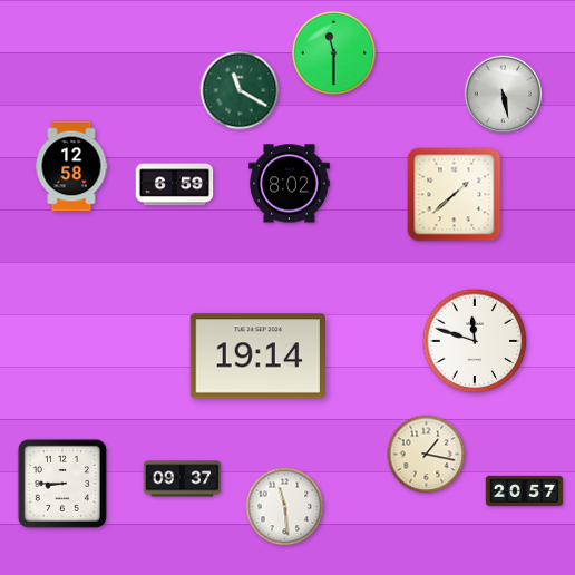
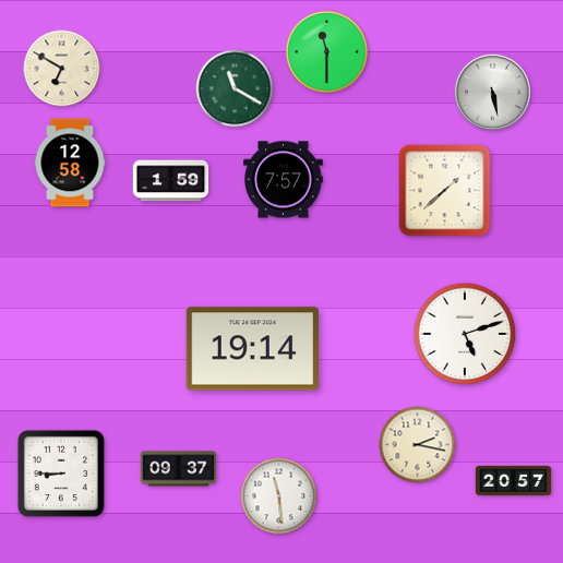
clock at (62, 69): none -> 6:50
clock at (290, 184): 8:02 -> 7:57
clock at (175, 185): 6:59 -> 1:59
clock at (475, 341): 11:48 -> 5:12
clock at (427, 455): 1:17 -> 2:17
